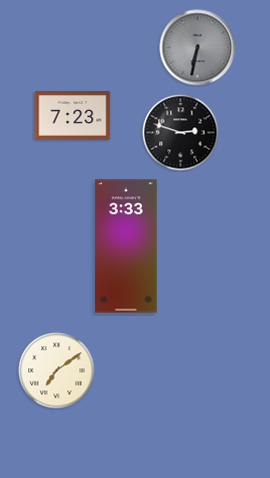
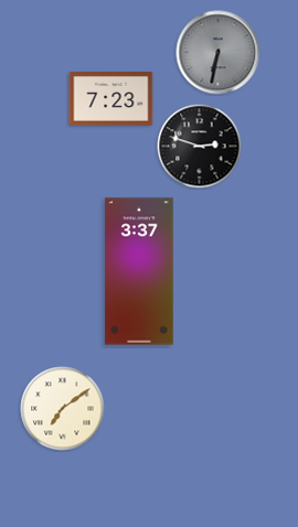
clock at (73, 116) position: (73, 116) -> (111, 99)
clock at (126, 246): 3:33 -> 3:37
